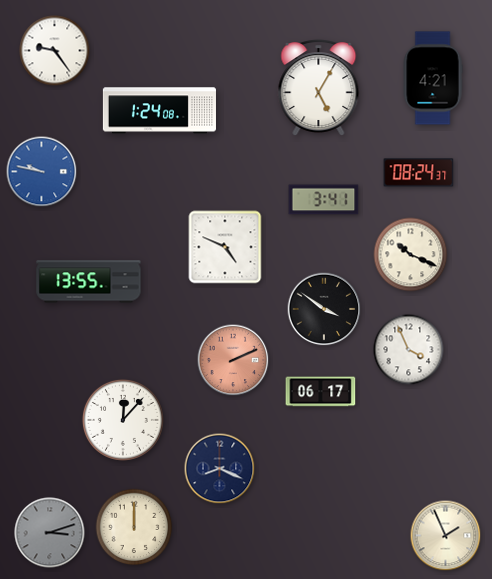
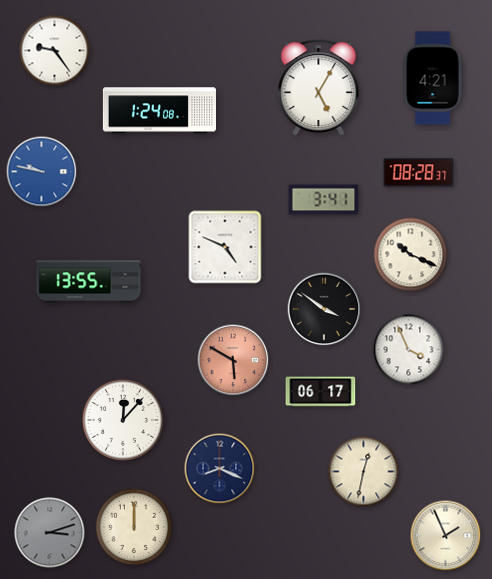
clock at (419, 173): 08:24 -> 08:28
clock at (233, 360): 2:11 -> 5:50
clock at (364, 472): none -> 12:32
